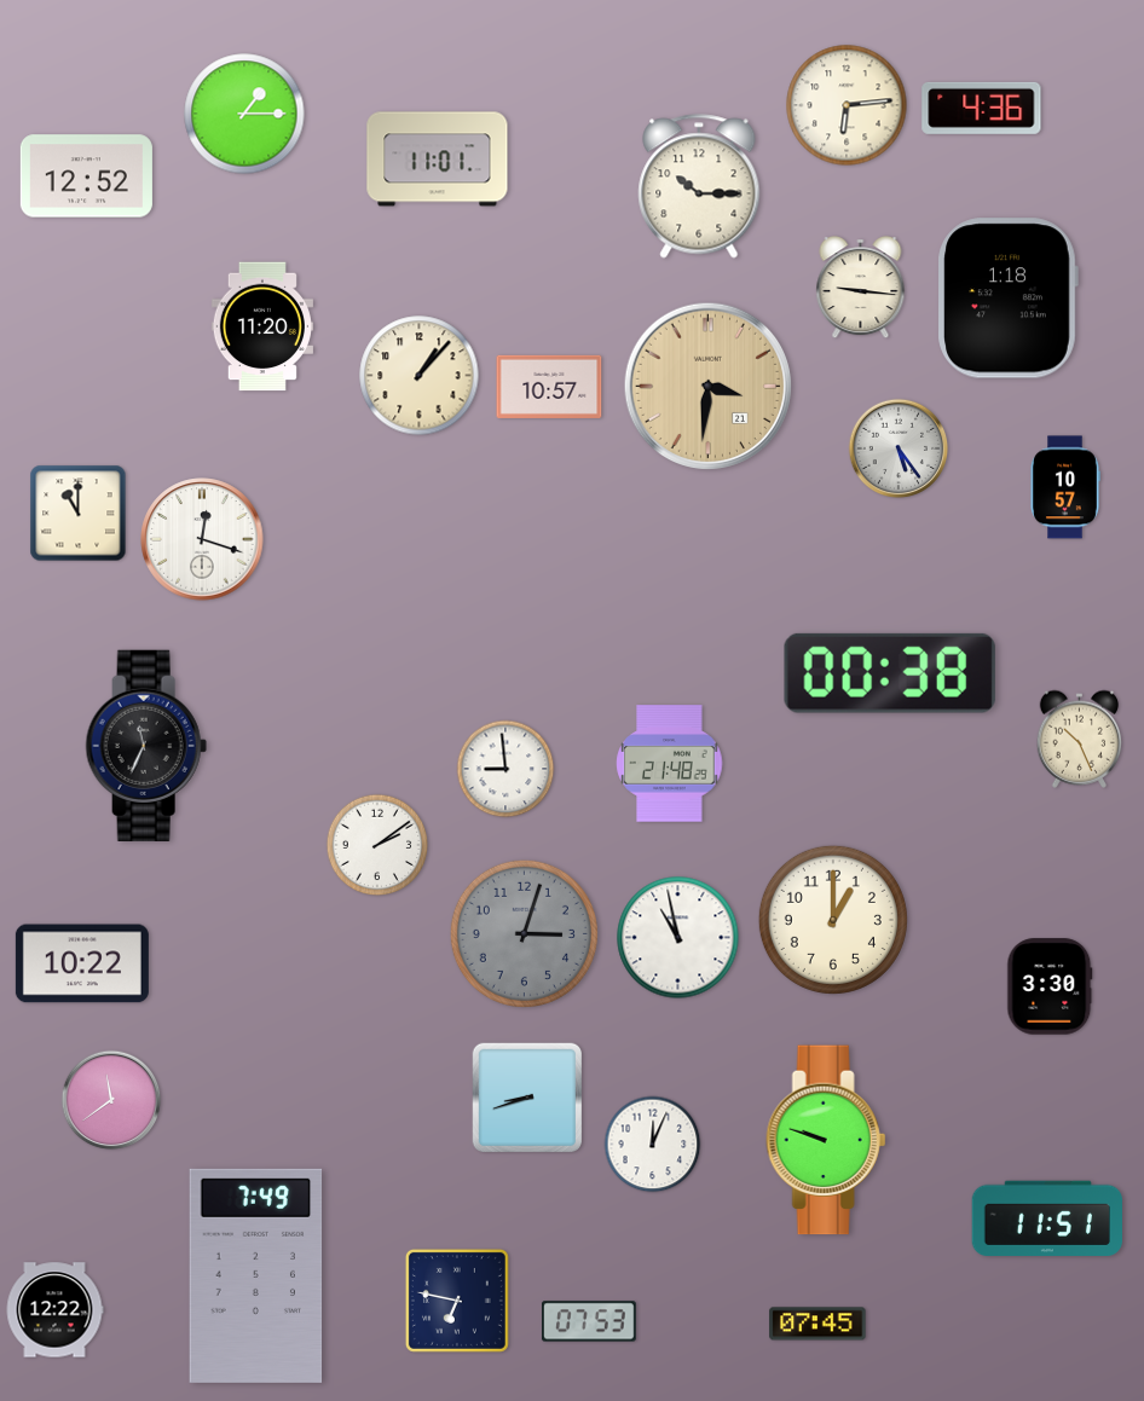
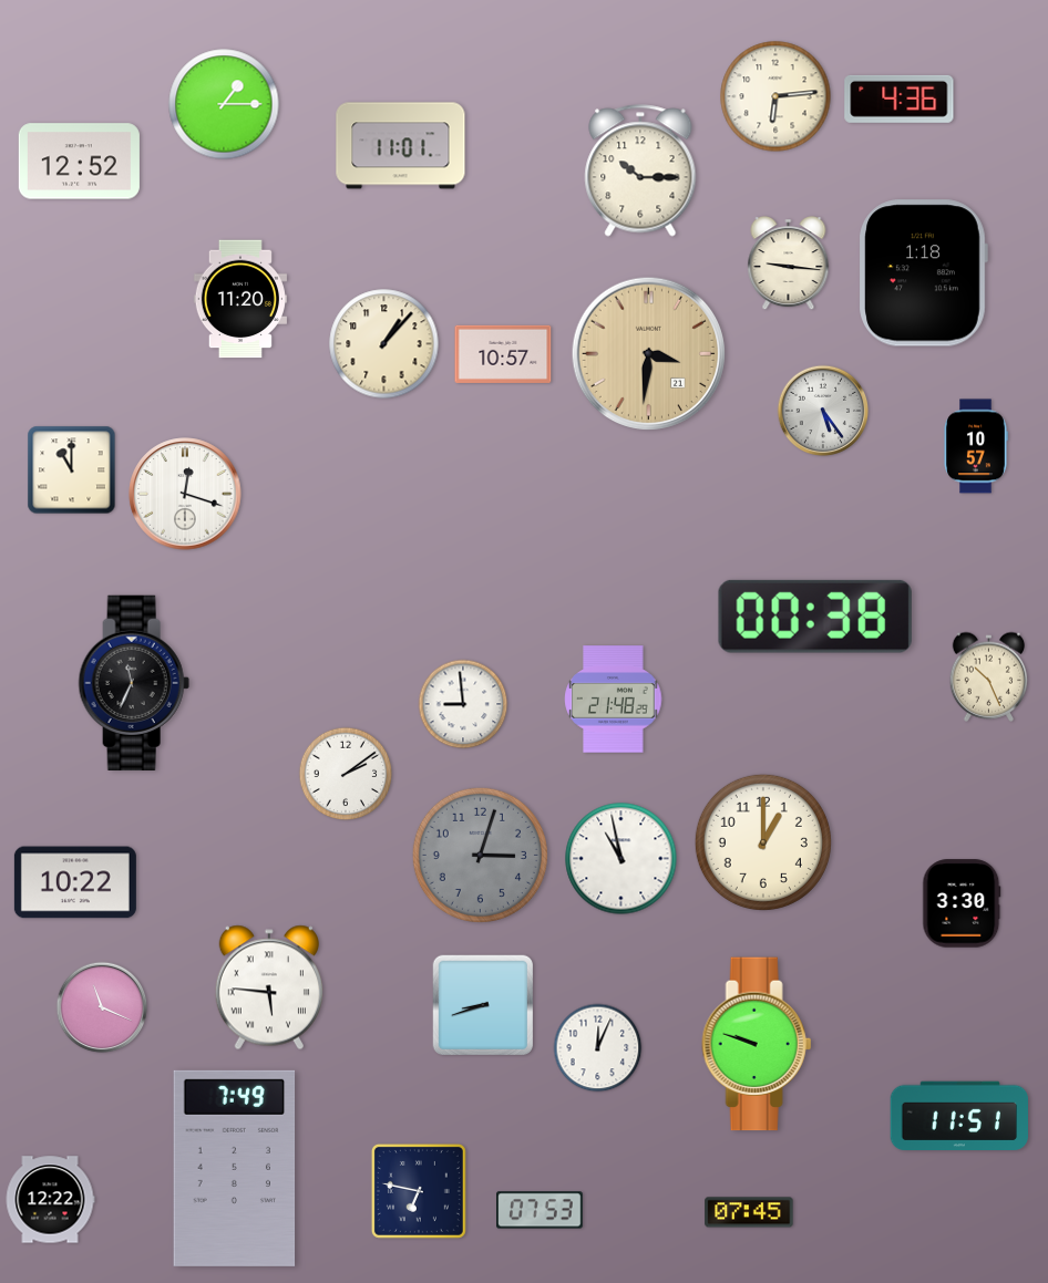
clock at (269, 987): none -> 5:46
clock at (111, 1100): 11:39 -> 11:19
